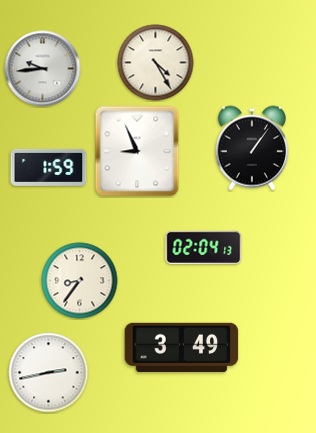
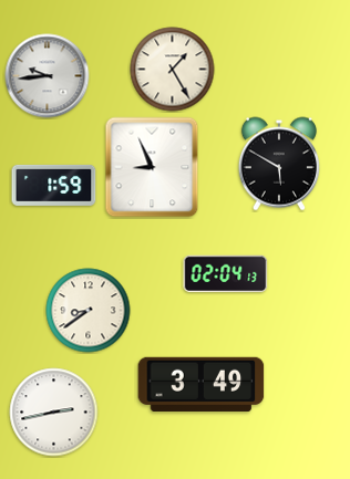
clock at (156, 63): 4:25 -> 1:25
clock at (252, 148): 1:06 -> 5:50
clock at (80, 281): 8:36 -> 8:39
